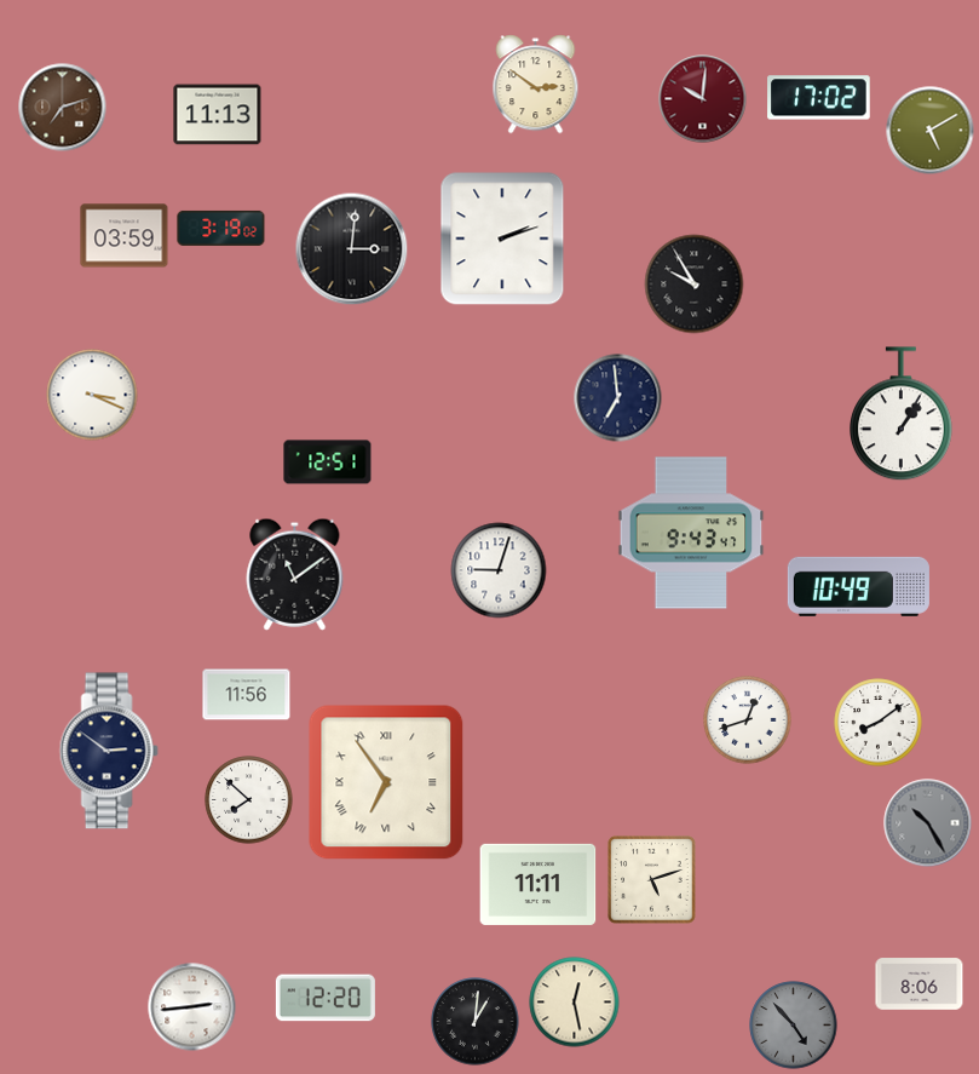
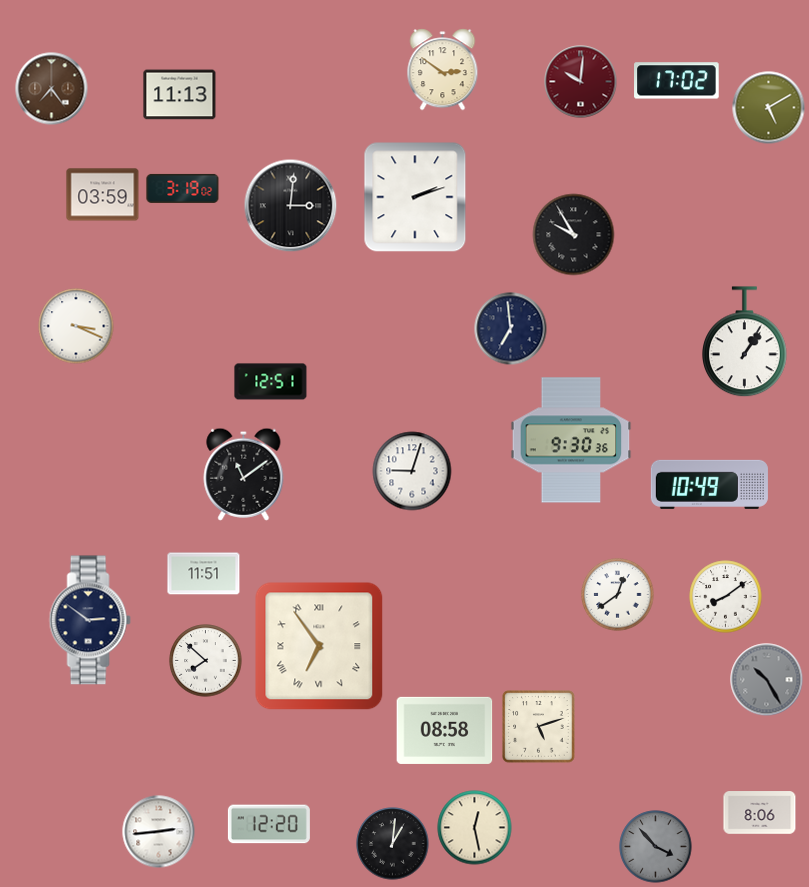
clock at (63, 108): 7:12 -> 7:24
clock at (691, 533): 9:43 -> 9:30
clock at (247, 695): 11:56 -> 11:51
clock at (748, 720): 12:42 -> 12:39
clock at (539, 884): 11:11 -> 08:58
clock at (794, 1026): 4:53 -> 3:53
